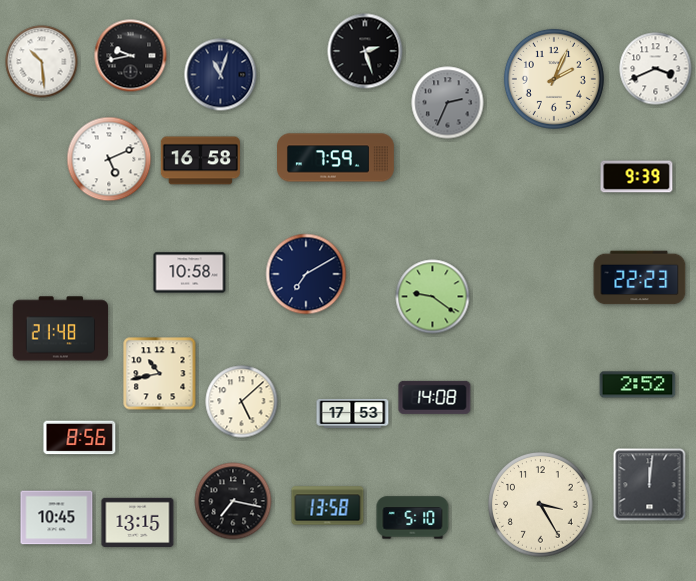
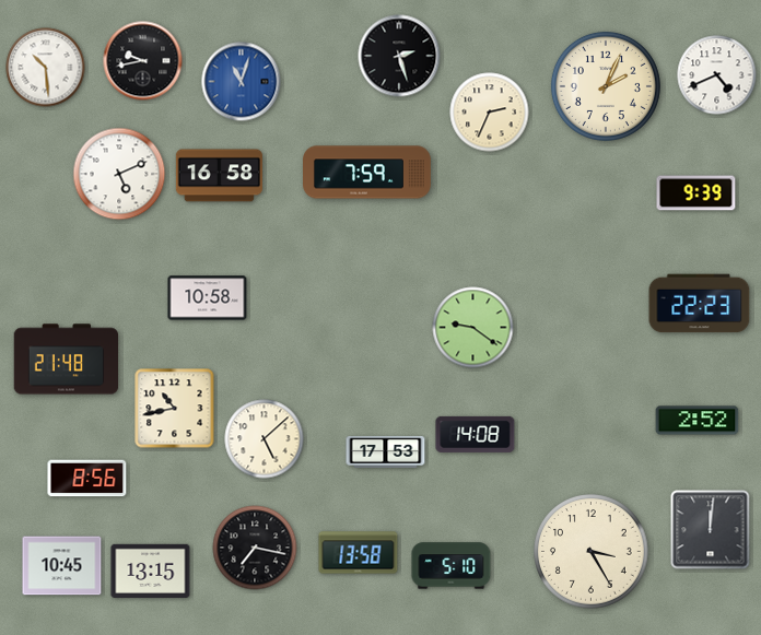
clock at (656, 69): 3:41 -> 4:41
clock at (221, 75) dial: navy -> blue
clock at (448, 103) dial: grey -> cream
clock at (306, 274): 7:10 -> none
clock at (433, 297) position: (433, 297) -> (473, 328)
